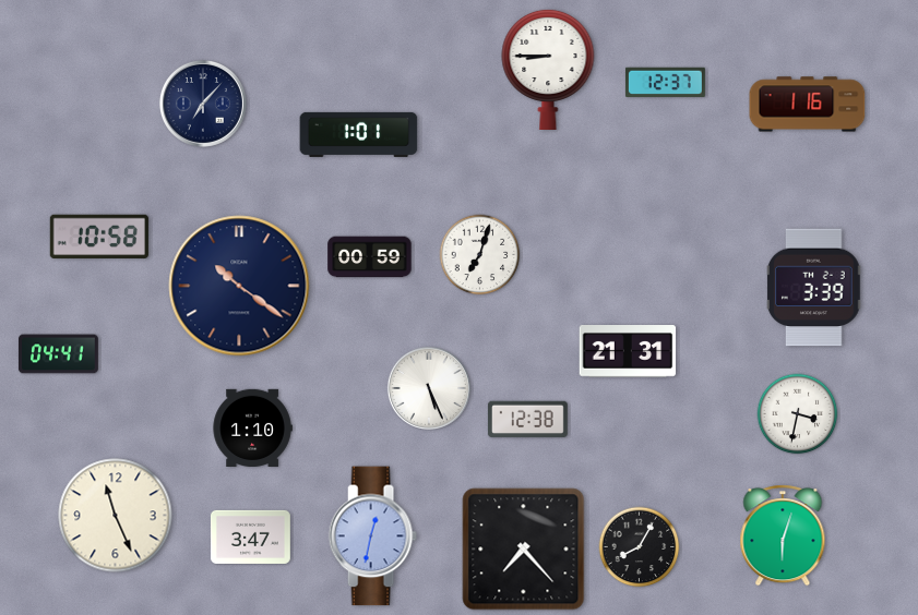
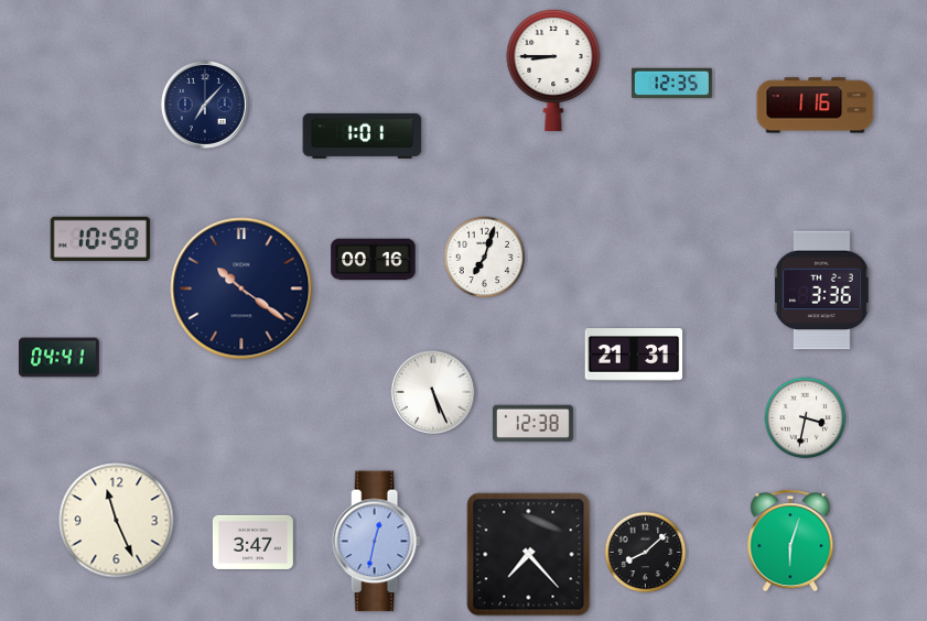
clock at (665, 83): 12:37 -> 12:35
clock at (370, 257): 00:59 -> 00:16
clock at (814, 288): 3:39 -> 3:36
clock at (252, 429): 1:10 -> none
clock at (640, 547): 8:05 -> 8:08
